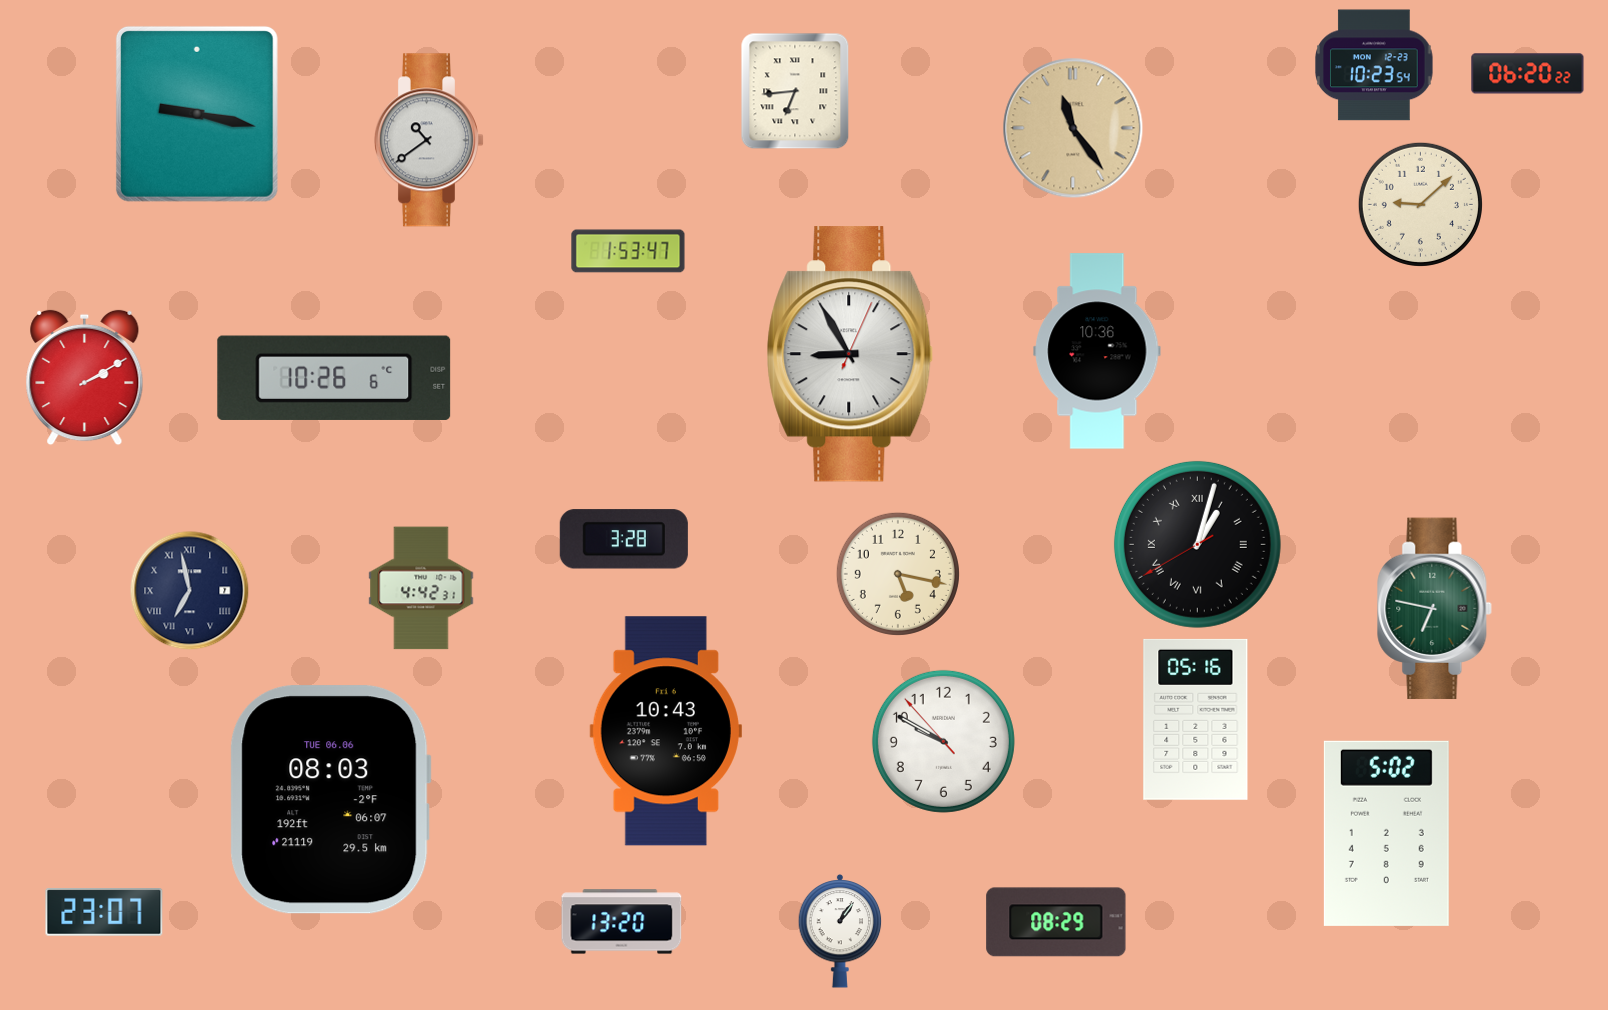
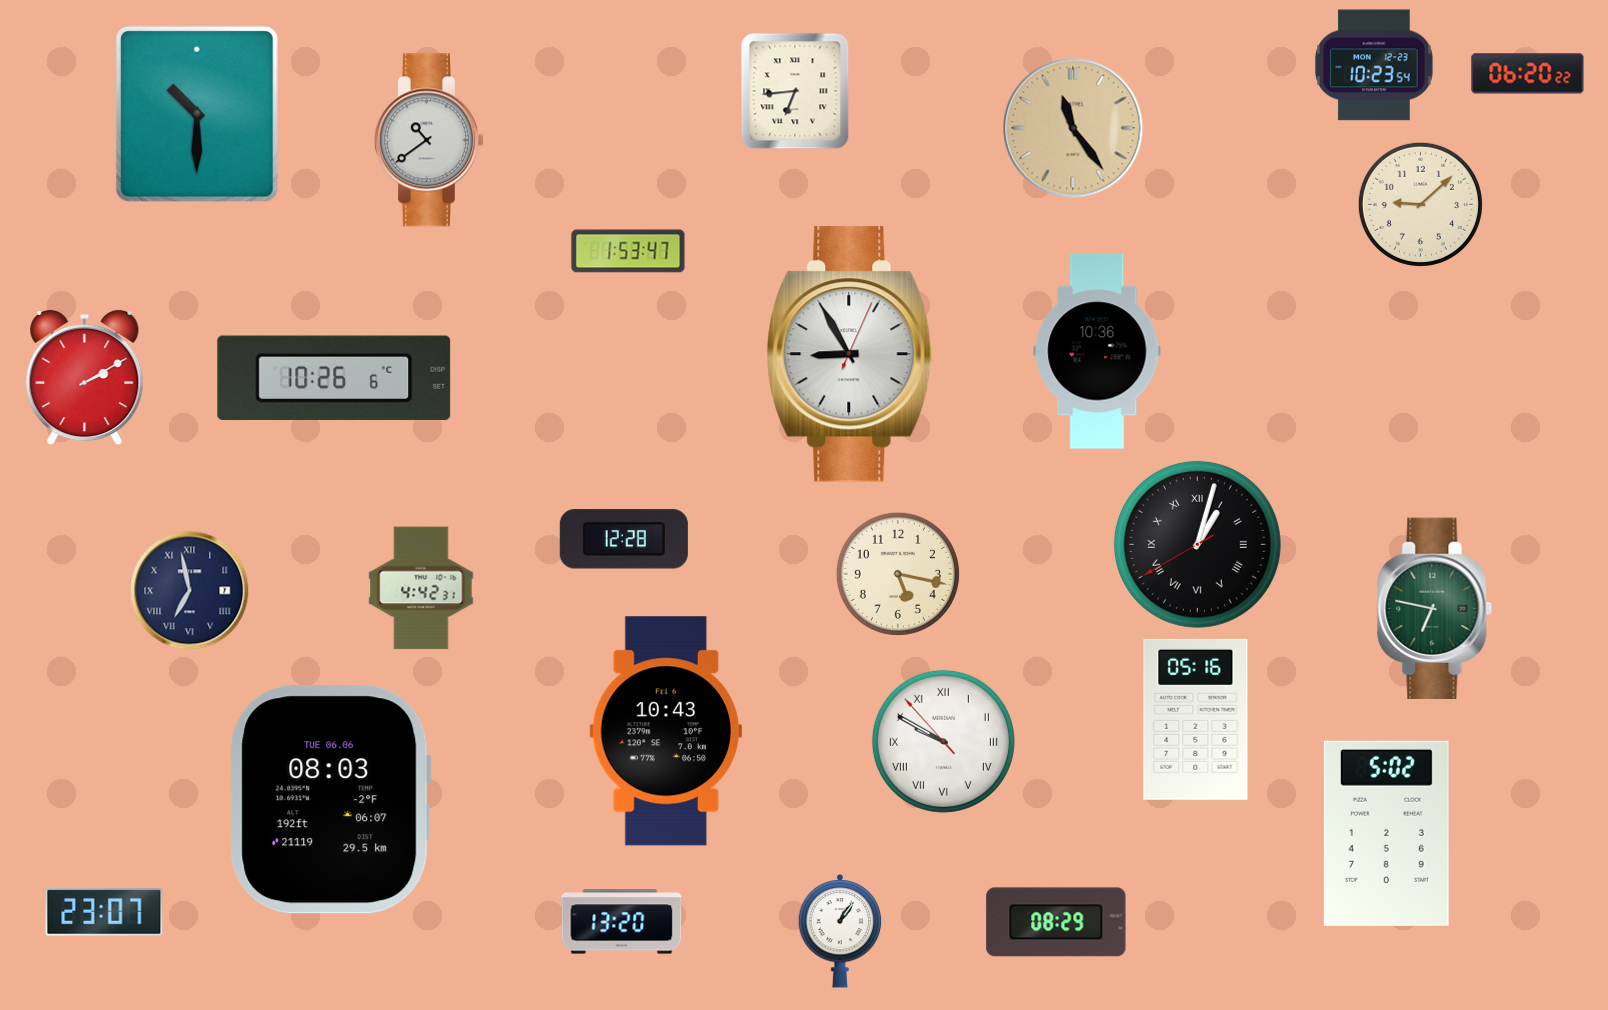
clock at (197, 114): 9:17 -> 10:30
clock at (624, 539): 3:28 -> 12:28
clock at (943, 741) numerals: Arabic -> Roman
